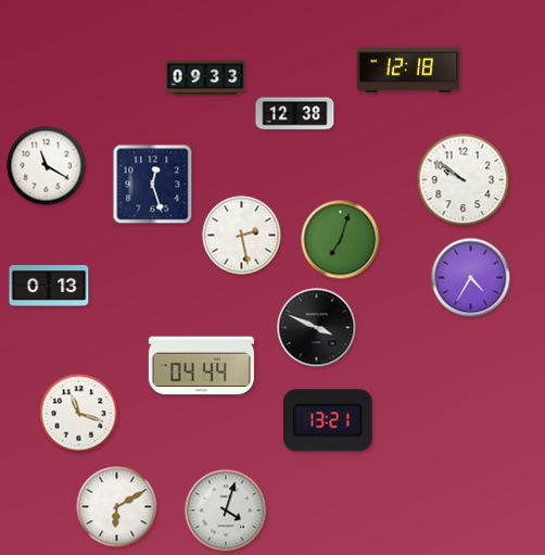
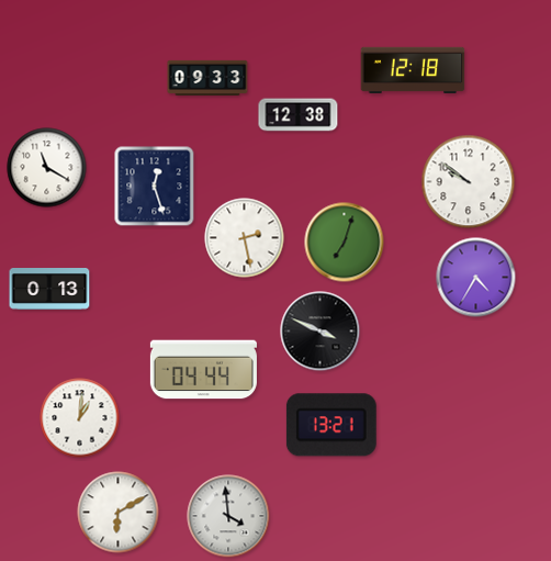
clock at (471, 278) position: (471, 278) -> (476, 278)
clock at (79, 414): 11:18 -> 1:01
clock at (226, 510): 4:03 -> 3:59
